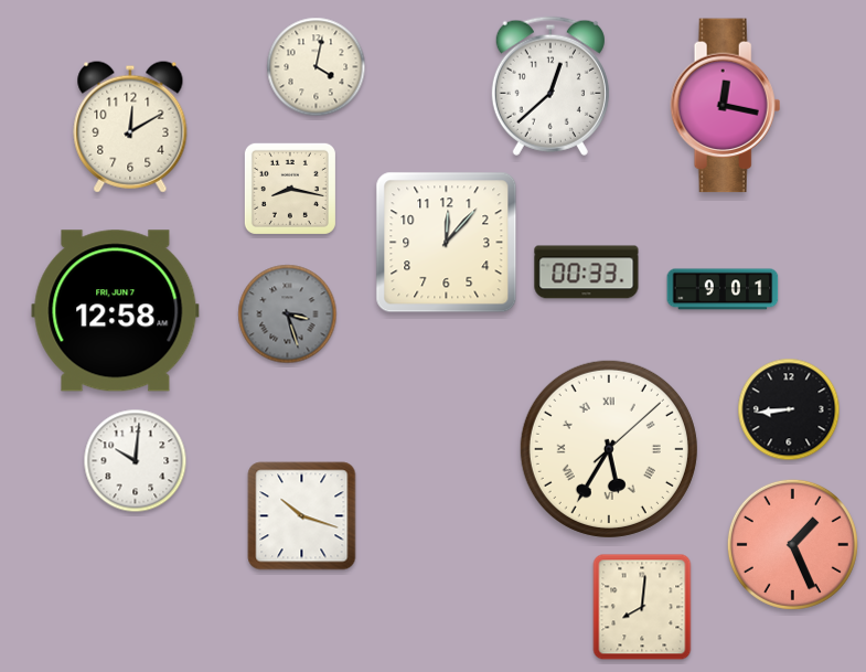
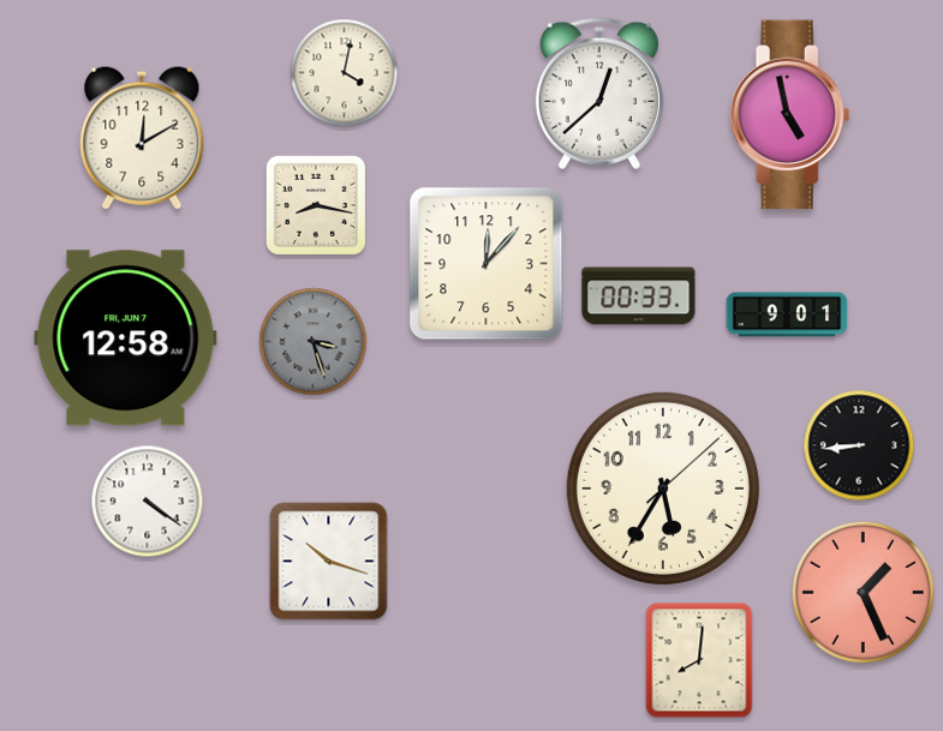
clock at (726, 106): 12:17 -> 4:58
clock at (609, 449) numerals: Roman -> Arabic
clock at (136, 461): 10:01 -> 4:21
